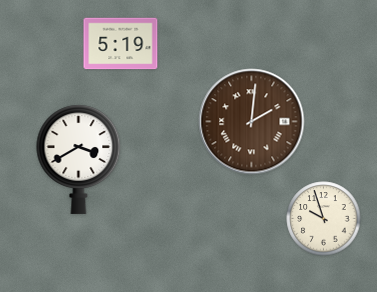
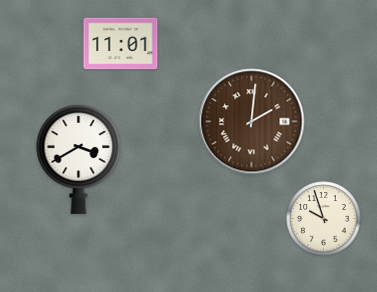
clock at (121, 44): 5:19 -> 11:01
